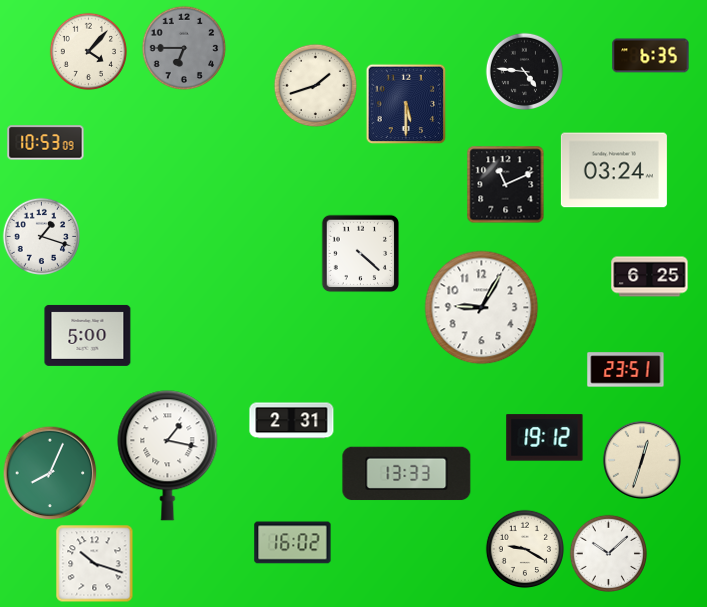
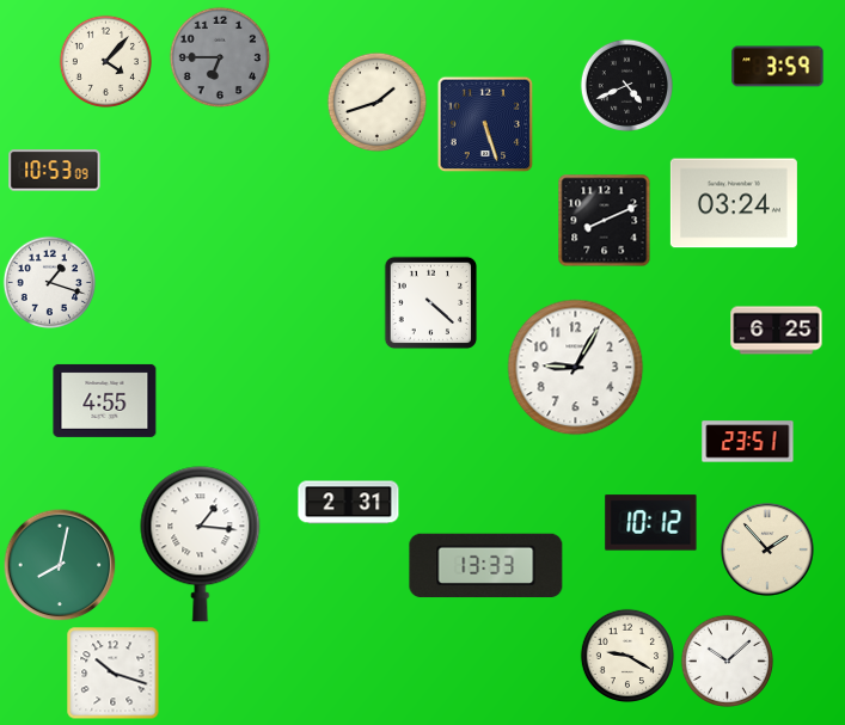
clock at (651, 56): 6:35 -> 3:59
clock at (524, 71): 4:46 -> 4:41
clock at (406, 104): 5:30 -> 5:27
clock at (505, 184): 11:11 -> 8:11
clock at (88, 335): 5:00 -> 4:55
clock at (545, 438): 19:12 -> 10:12
clock at (168, 456): 1:17 -> 1:16
clock at (642, 460): 12:33 -> 1:53
clock at (50, 473): 8:04 -> 8:02
clock at (293, 543): 16:02 -> none
